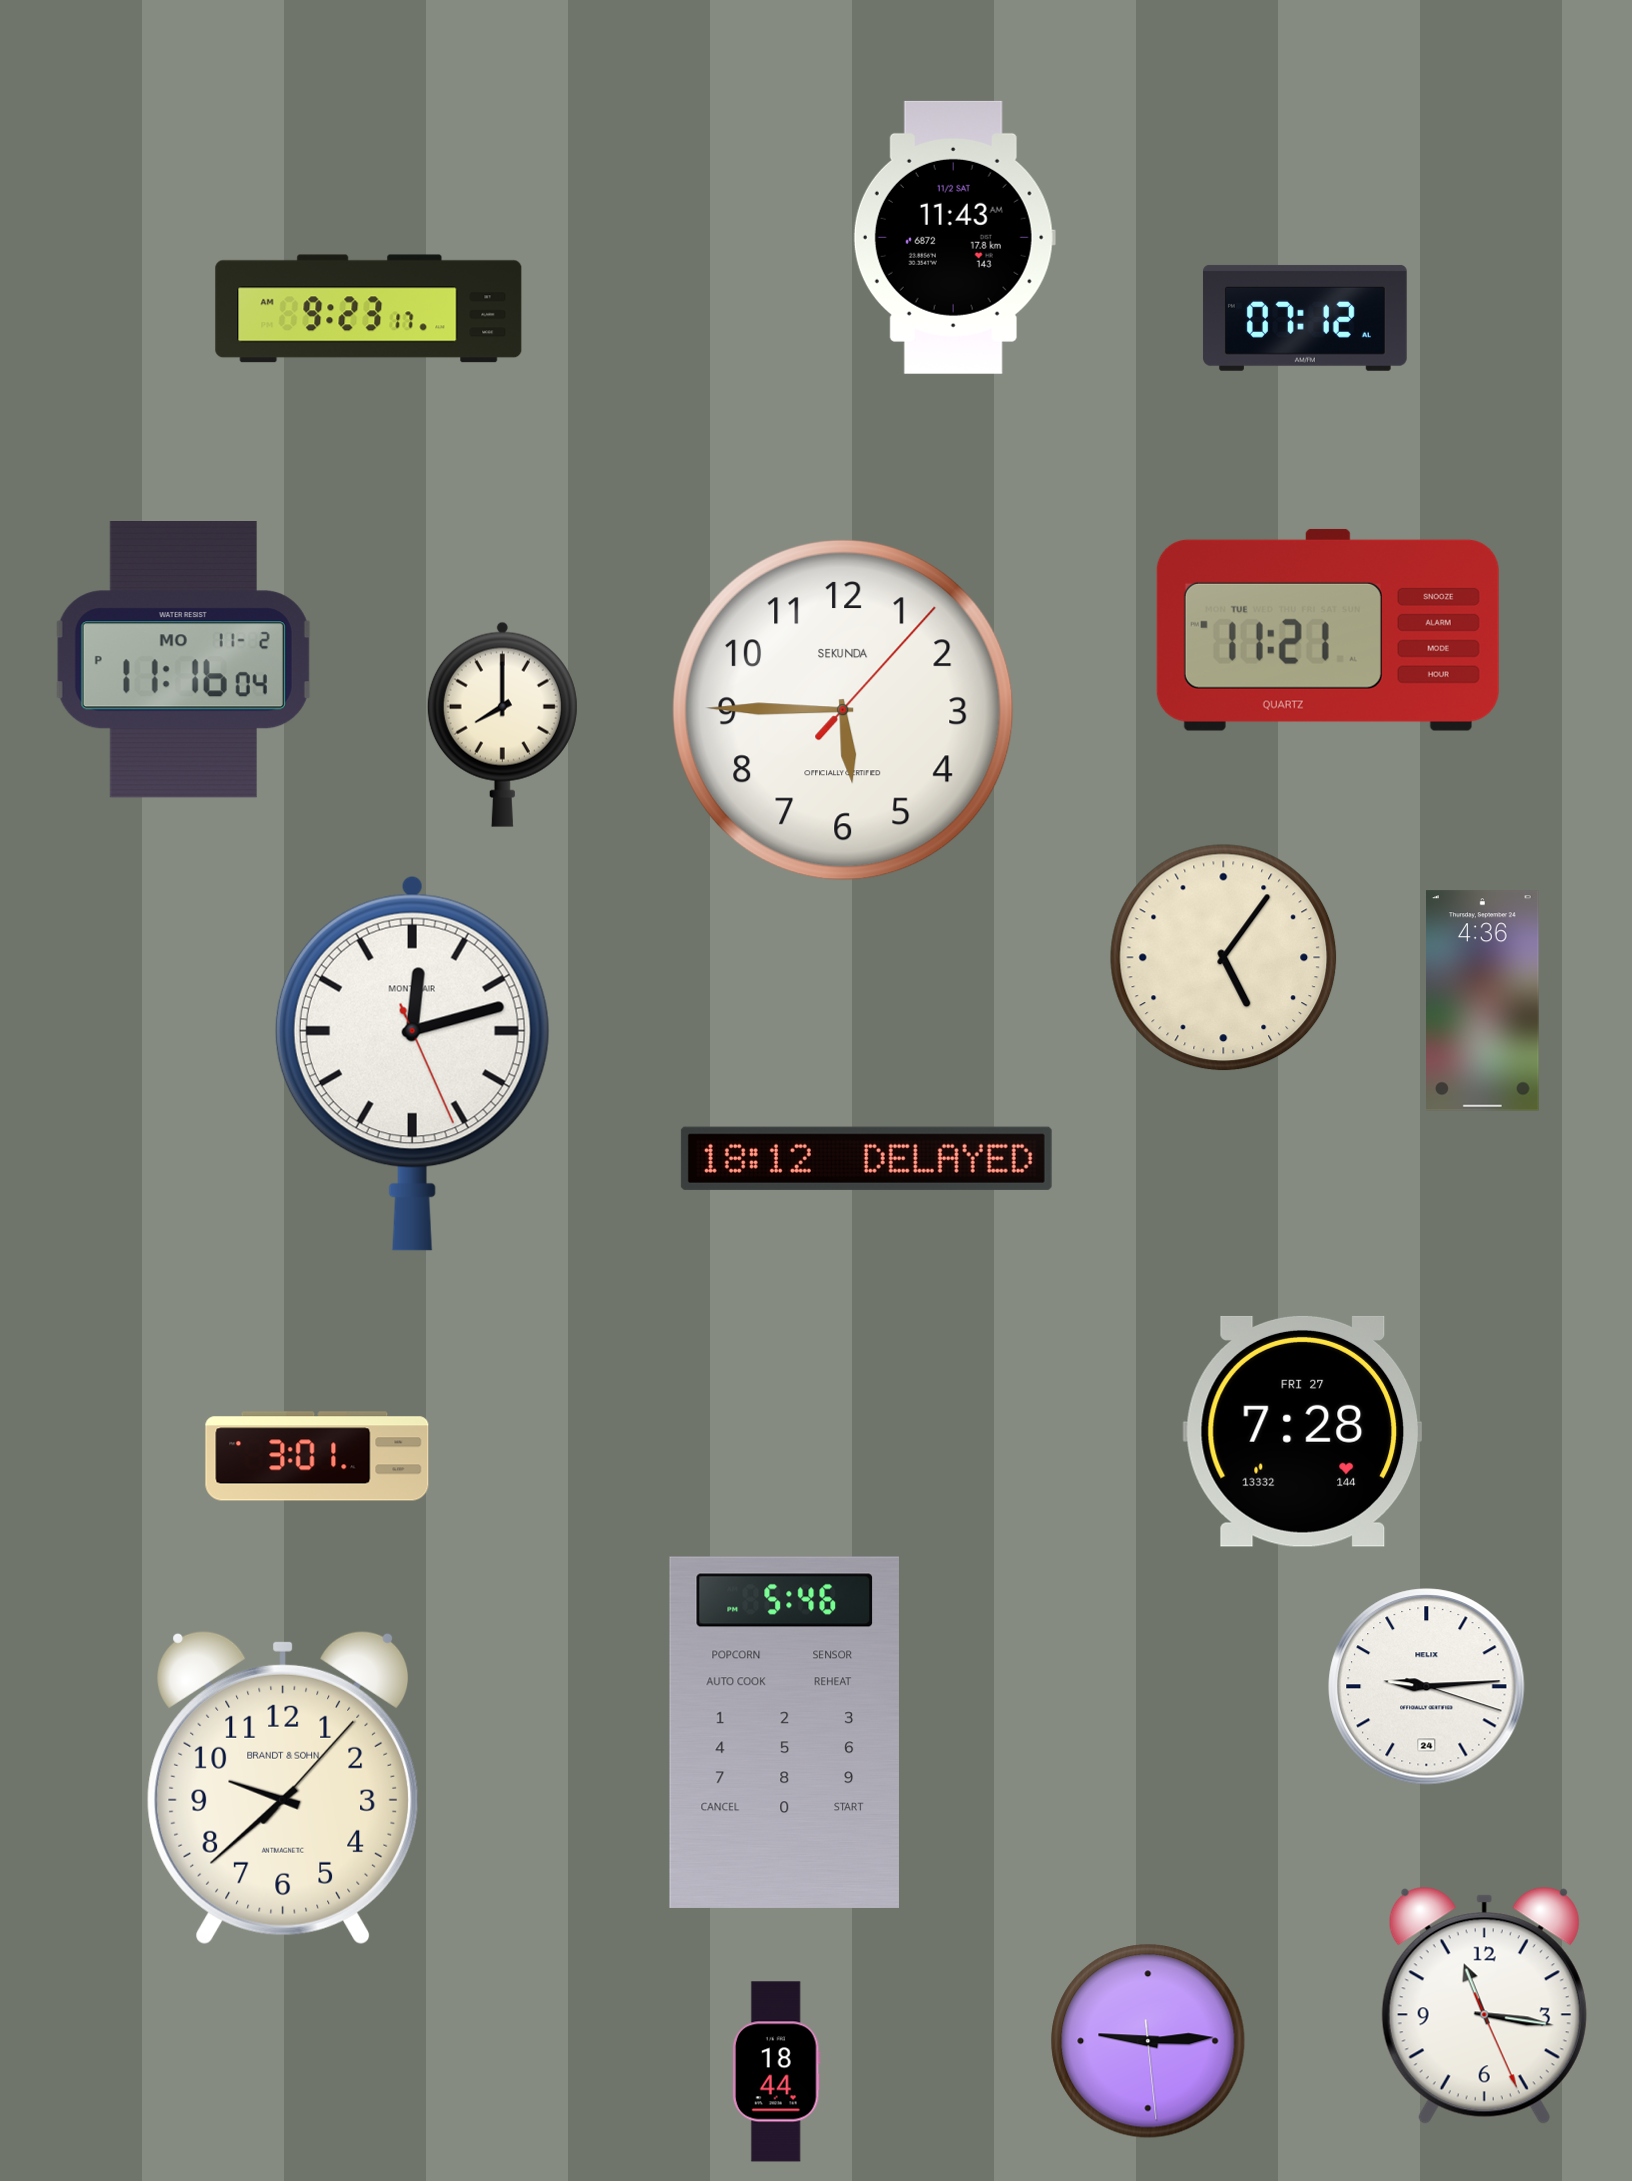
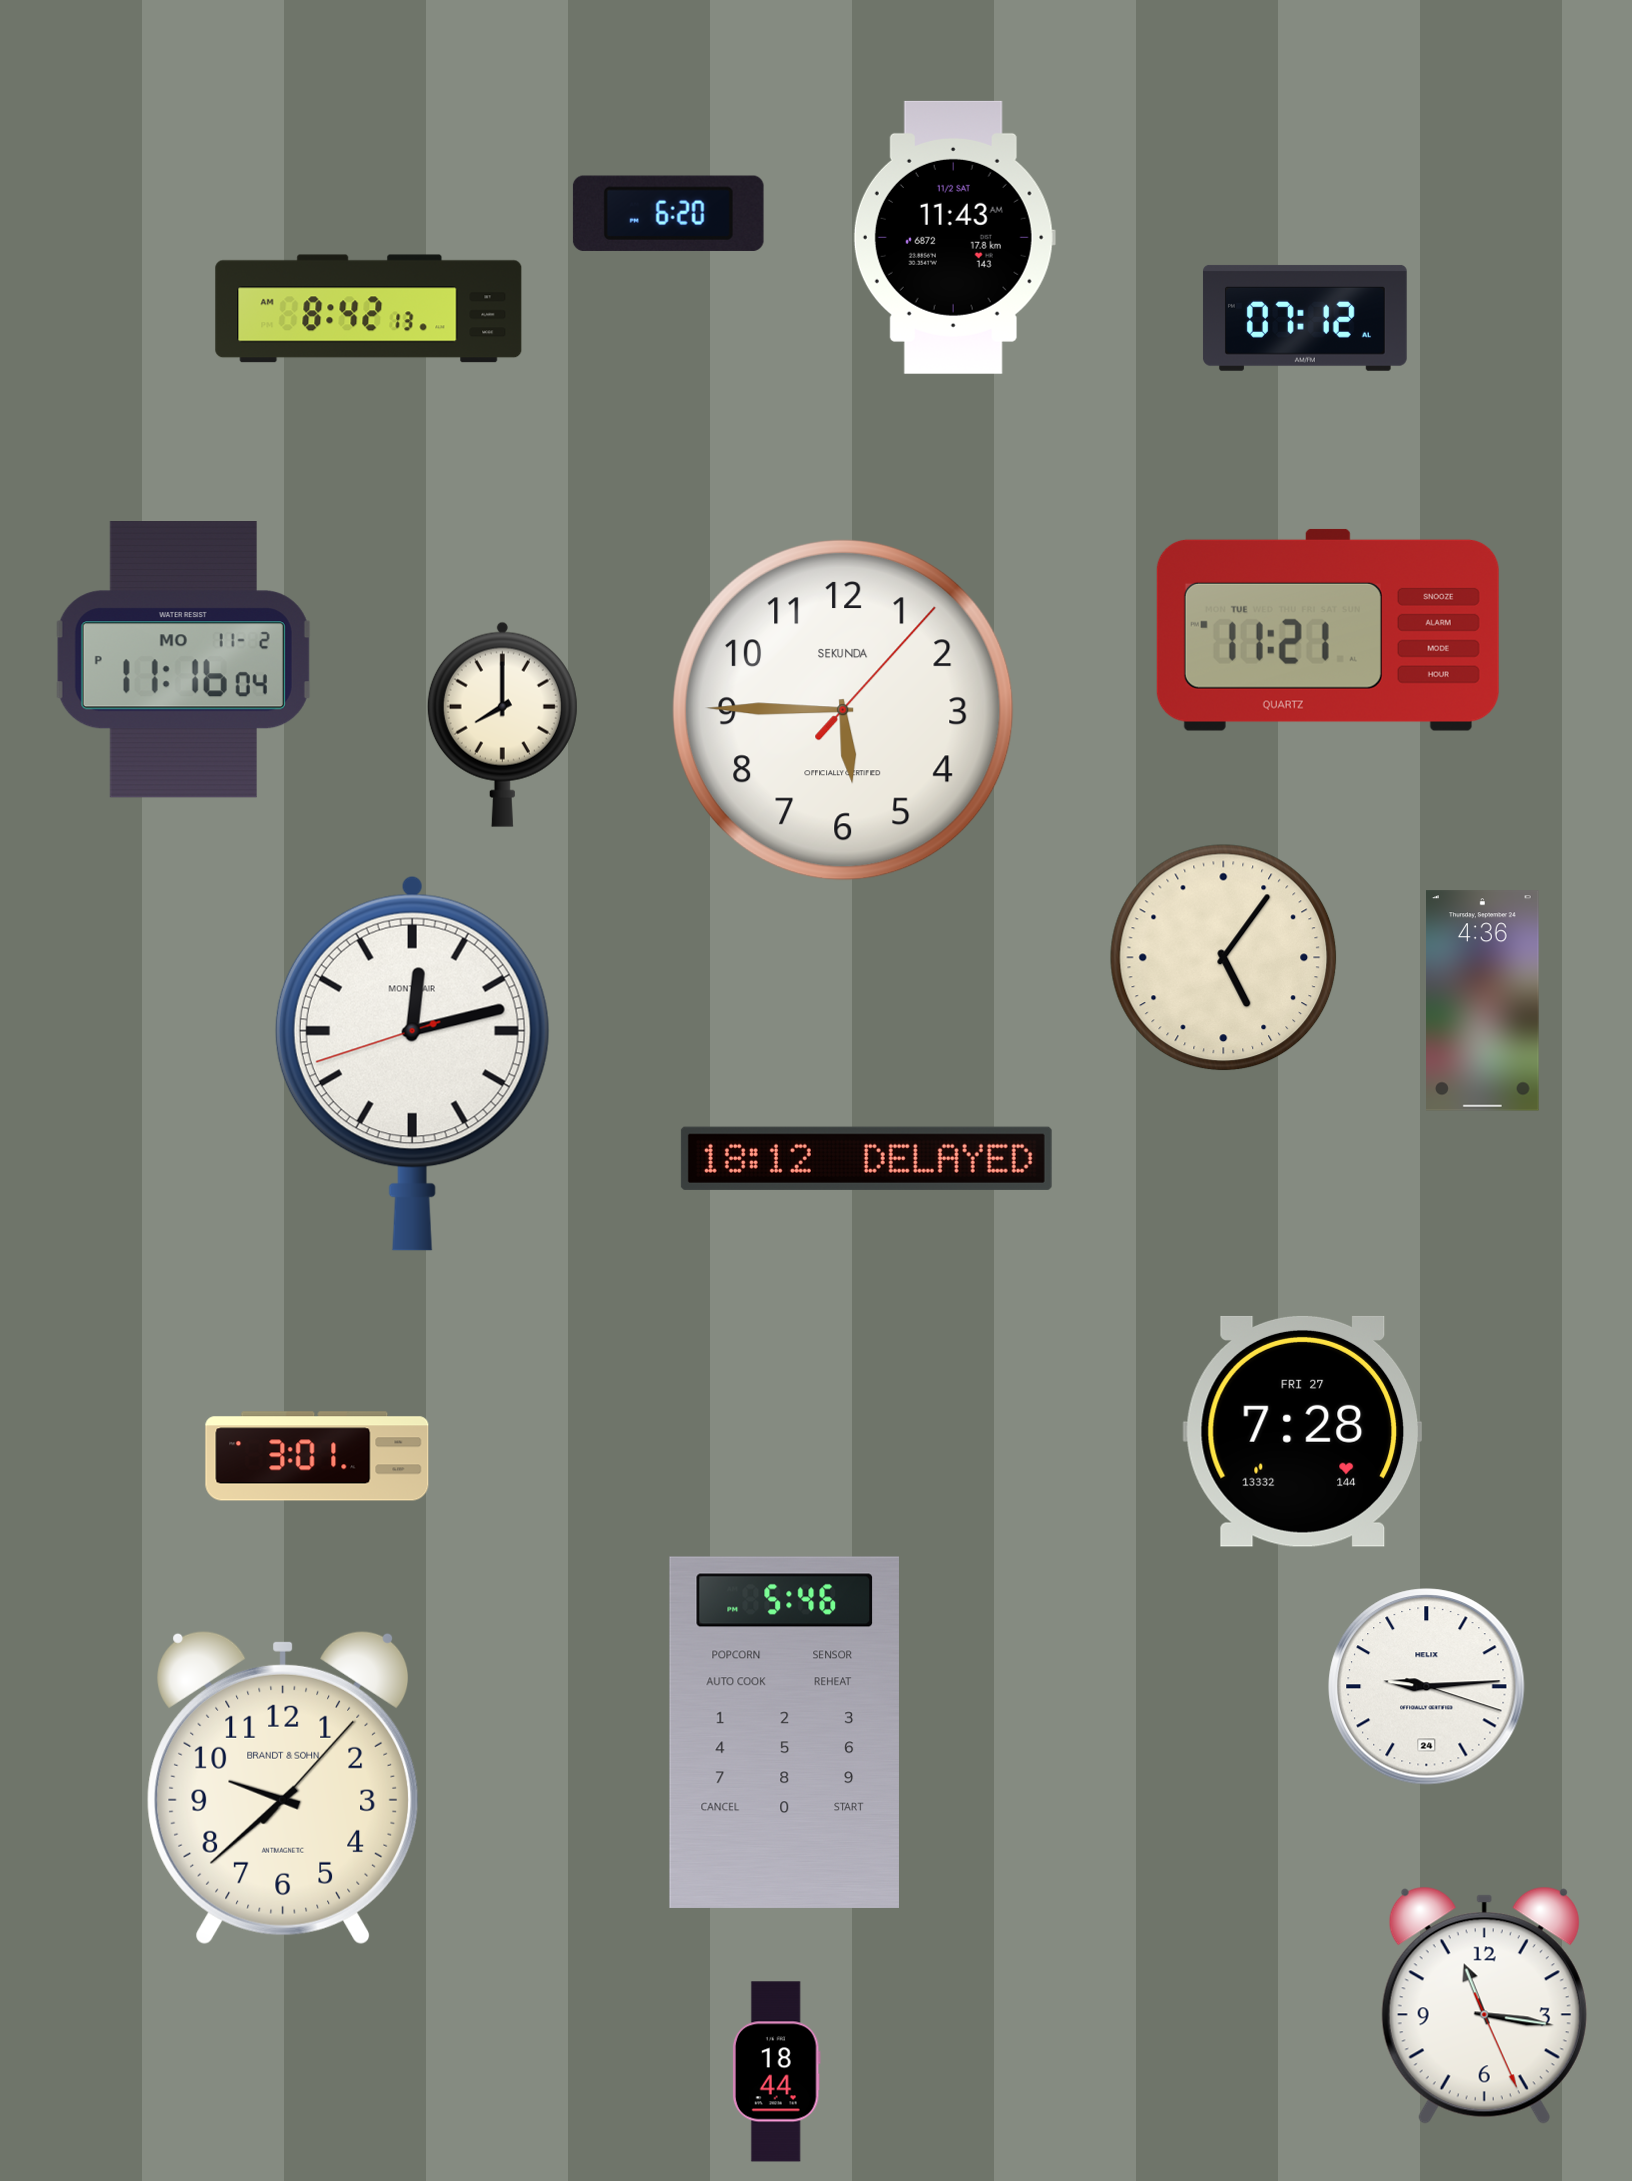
clock at (668, 213): none -> 6:20
clock at (369, 309): 9:23 -> 8:42
clock at (412, 1063): 12:12:26 -> 12:12:42
clock at (1148, 2041): 9:14 -> none
